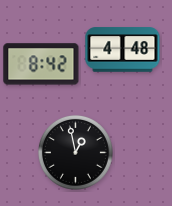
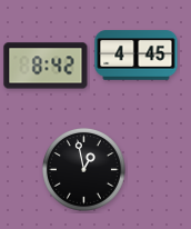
clock at (123, 50): 4:48 -> 4:45
clock at (41, 64) position: (41, 64) -> (46, 66)
